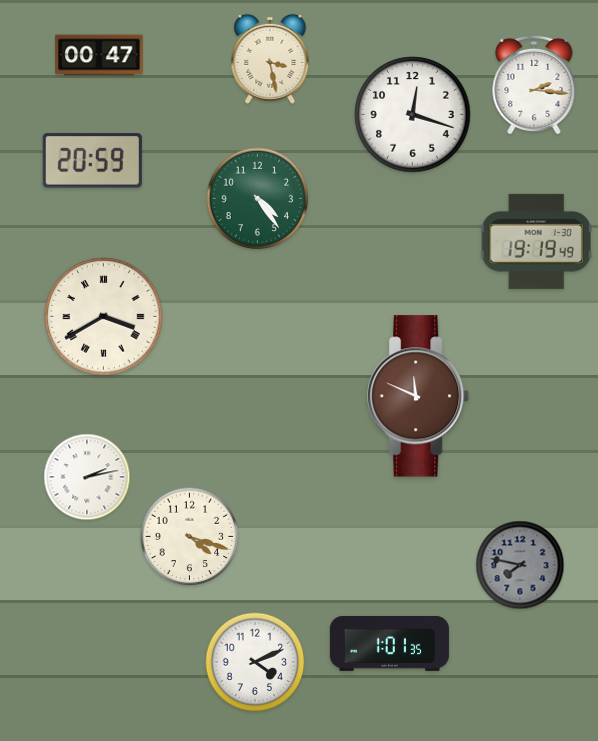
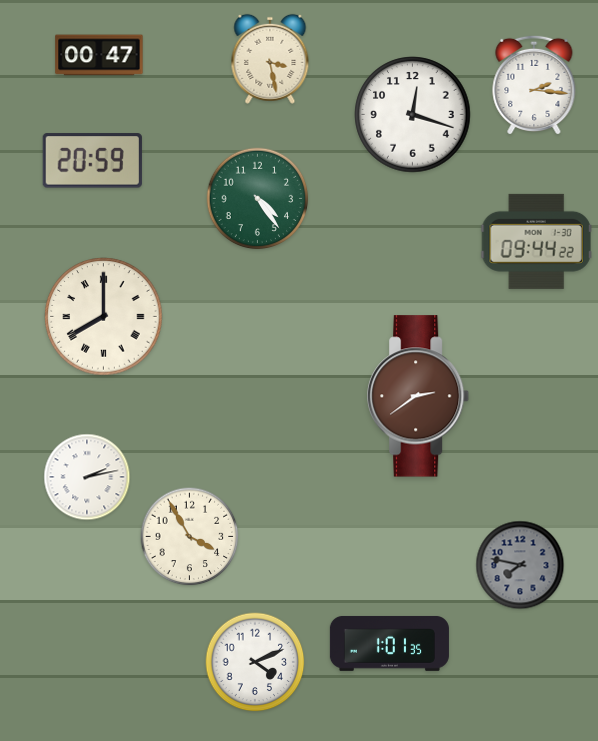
clock at (536, 241): 19:19 -> 09:44
clock at (104, 317): 3:40 -> 8:00
clock at (419, 396): 11:49 -> 2:39
clock at (190, 537): 4:18 -> 3:55
